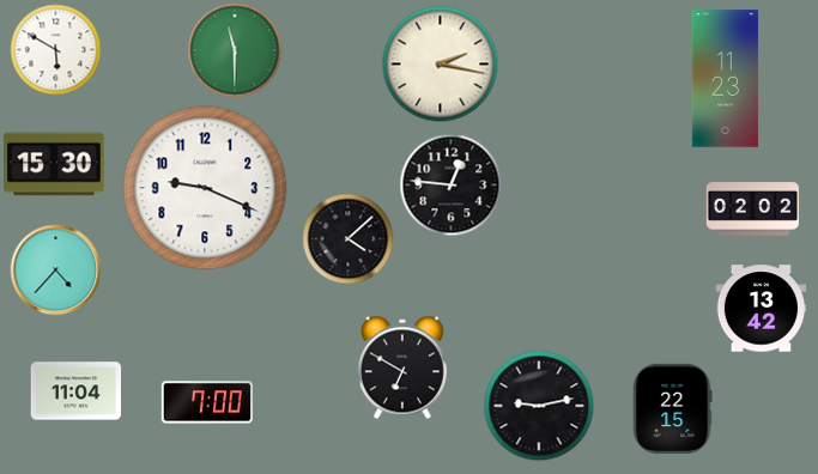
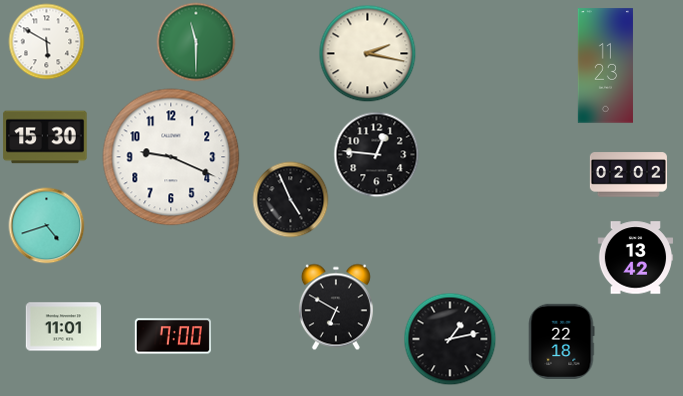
clock at (349, 239): 4:08 -> 4:56
clock at (56, 271): 4:37 -> 4:42
clock at (75, 391): 11:04 -> 11:01
clock at (539, 406): 9:13 -> 1:13
clock at (672, 408): 22:15 -> 22:18
